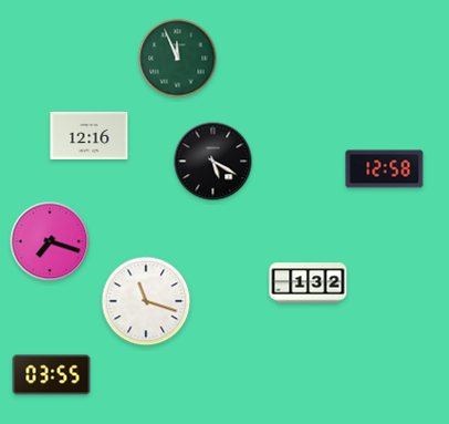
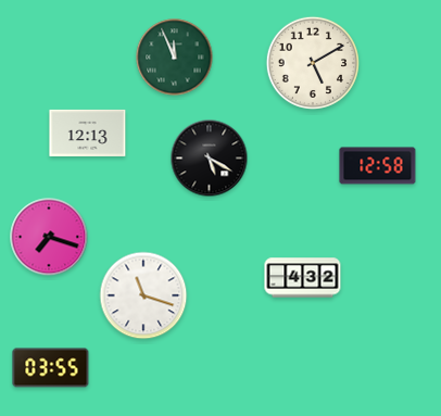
clock at (312, 62): none -> 5:10
clock at (90, 135): 12:16 -> 12:13
clock at (309, 283): 1:32 -> 4:32
